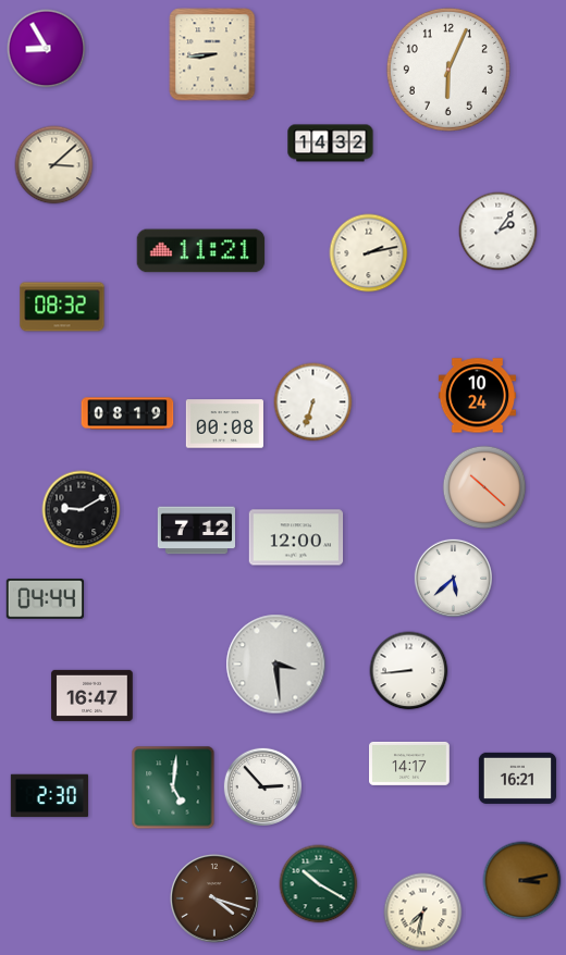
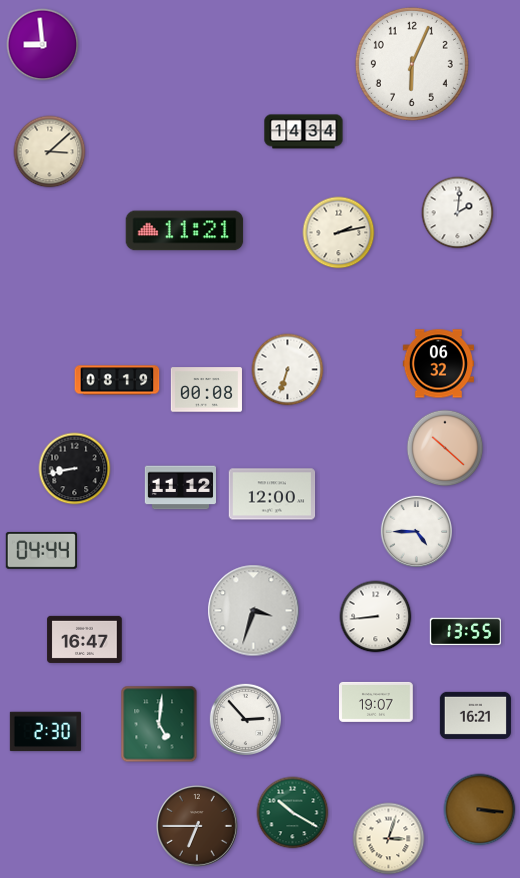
clock at (47, 49): 8:55 -> 8:59
clock at (212, 54): 8:44 -> none
clock at (331, 144): 14:32 -> 14:34
clock at (499, 232): 2:06 -> 2:01
clock at (62, 307): 08:32 -> none
clock at (477, 396): 10:24 -> 06:32
clock at (82, 510): 9:10 -> 8:43
clock at (196, 531): 7:12 -> 11:12
clock at (453, 578): 5:38 -> 4:45
clock at (276, 665): 3:29 -> 3:33
clock at (465, 632): none -> 13:55
clock at (409, 764): 14:17 -> 19:07
clock at (262, 786) position: (262, 786) -> (245, 719)
clock at (522, 881): 3:13 -> 3:16
clock at (214, 898): 4:18 -> 6:45
clock at (423, 913): 7:32 -> 3:03
